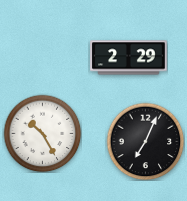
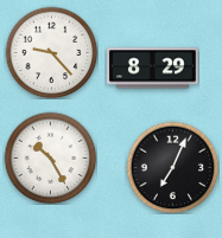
clock at (51, 52): none -> 9:23
clock at (129, 58): 2:29 -> 8:29
